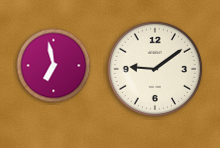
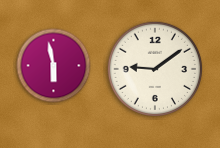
clock at (54, 66): 6:58 -> 5:58
